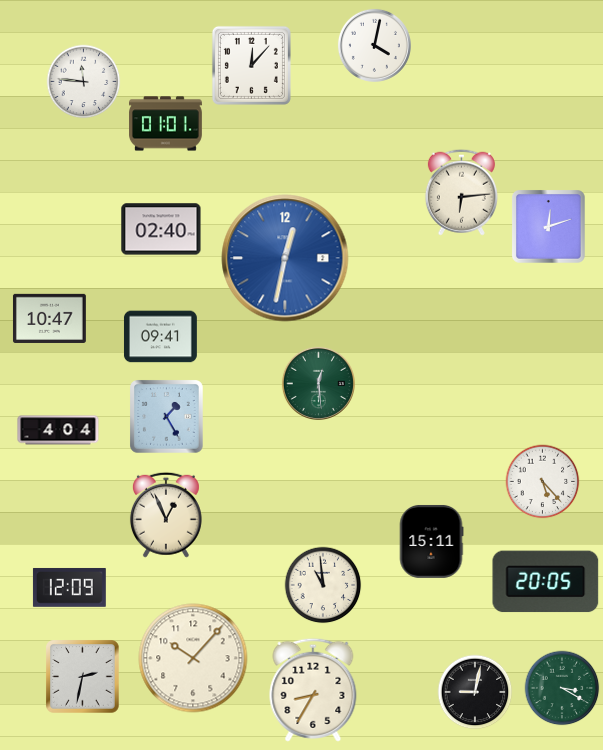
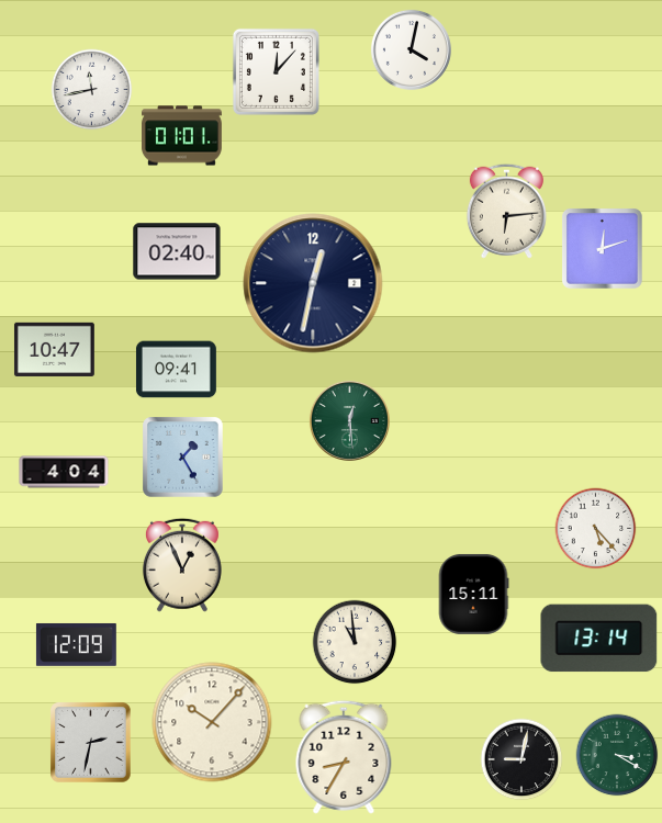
clock at (84, 82): 11:46 -> 11:43
clock at (285, 258) dial: blue -> navy
clock at (546, 582): 20:05 -> 13:14
